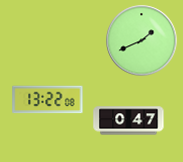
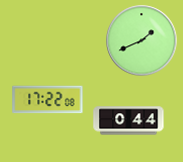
clock at (48, 100): 13:22 -> 17:22
clock at (129, 121): 0:47 -> 0:44
